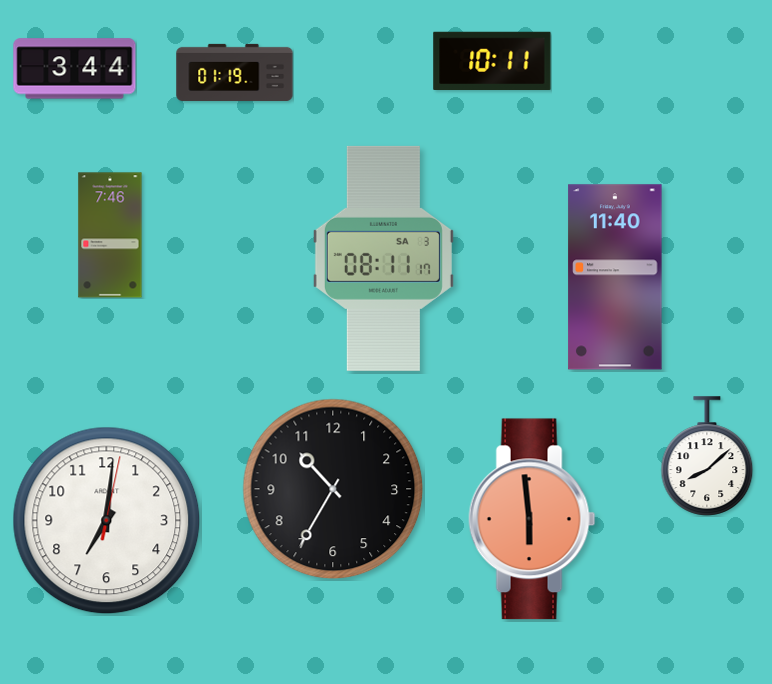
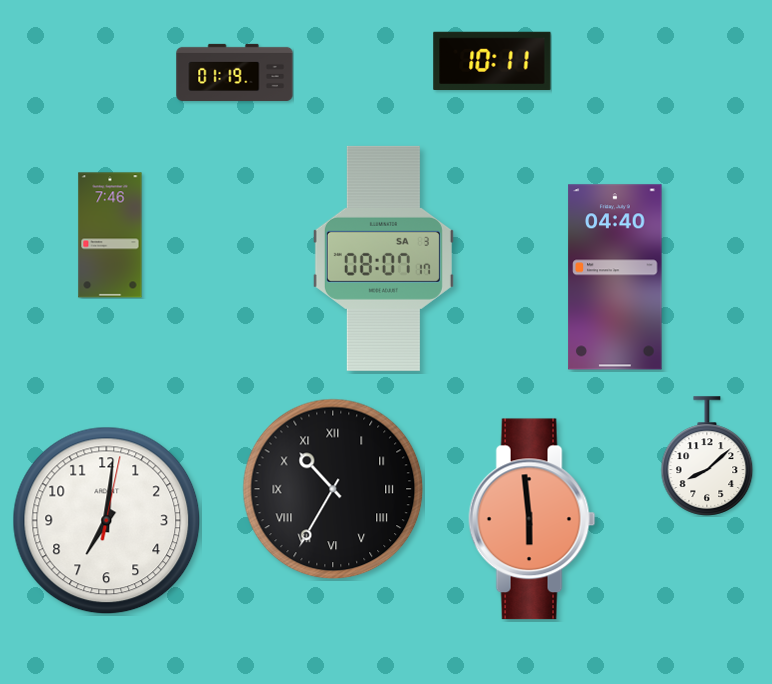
clock at (75, 69): 3:44 -> none
clock at (383, 258): 08:11 -> 08:07
clock at (615, 277): 11:40 -> 04:40
clock at (333, 489) numerals: Arabic -> Roman
